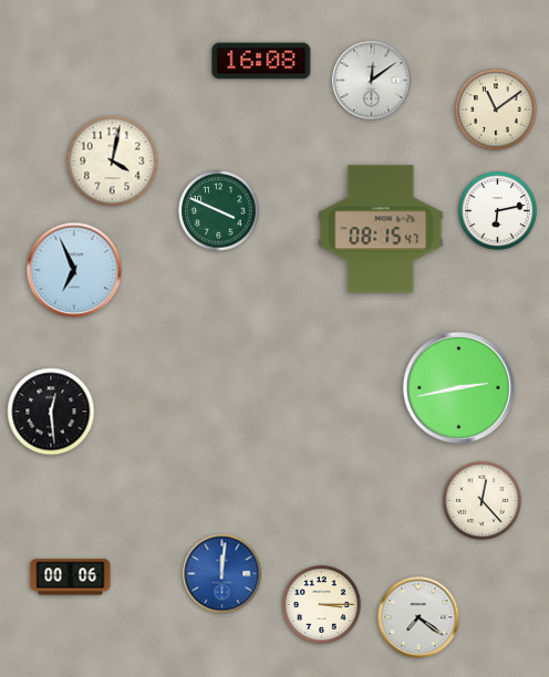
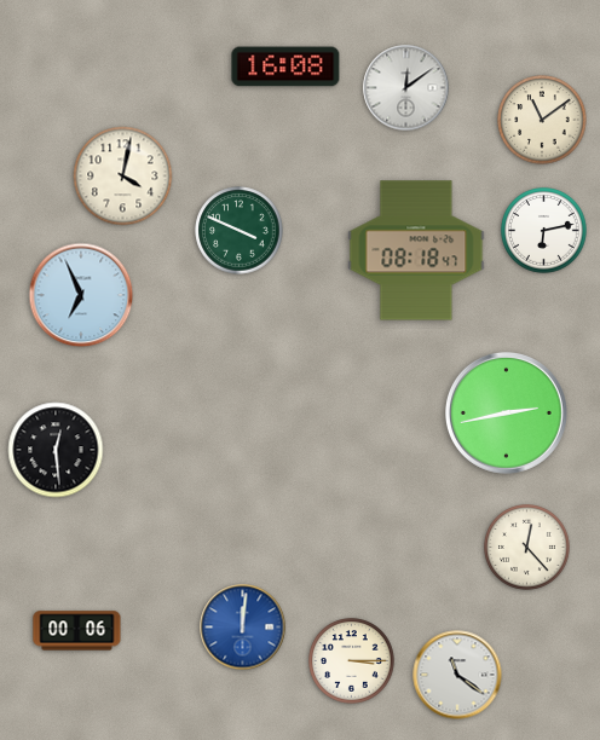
clock at (381, 229): 08:15 -> 08:18
clock at (458, 387) position: (458, 387) -> (506, 412)
clock at (418, 617): 7:21 -> 11:21
